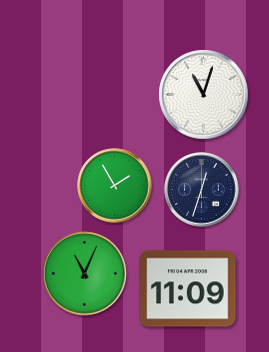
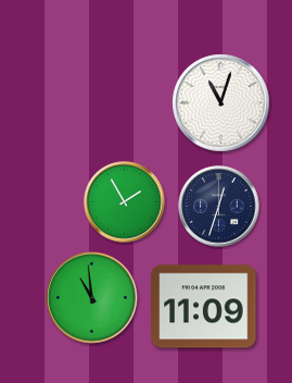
clock at (85, 274): 11:04 -> 10:59
clock at (188, 289) position: (188, 289) -> (204, 307)
